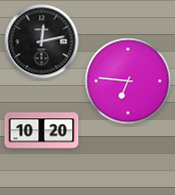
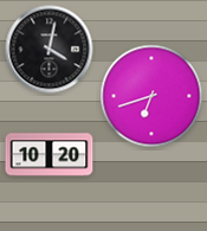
clock at (42, 42): 12:13 -> 4:02
clock at (128, 81): 6:46 -> 6:42
